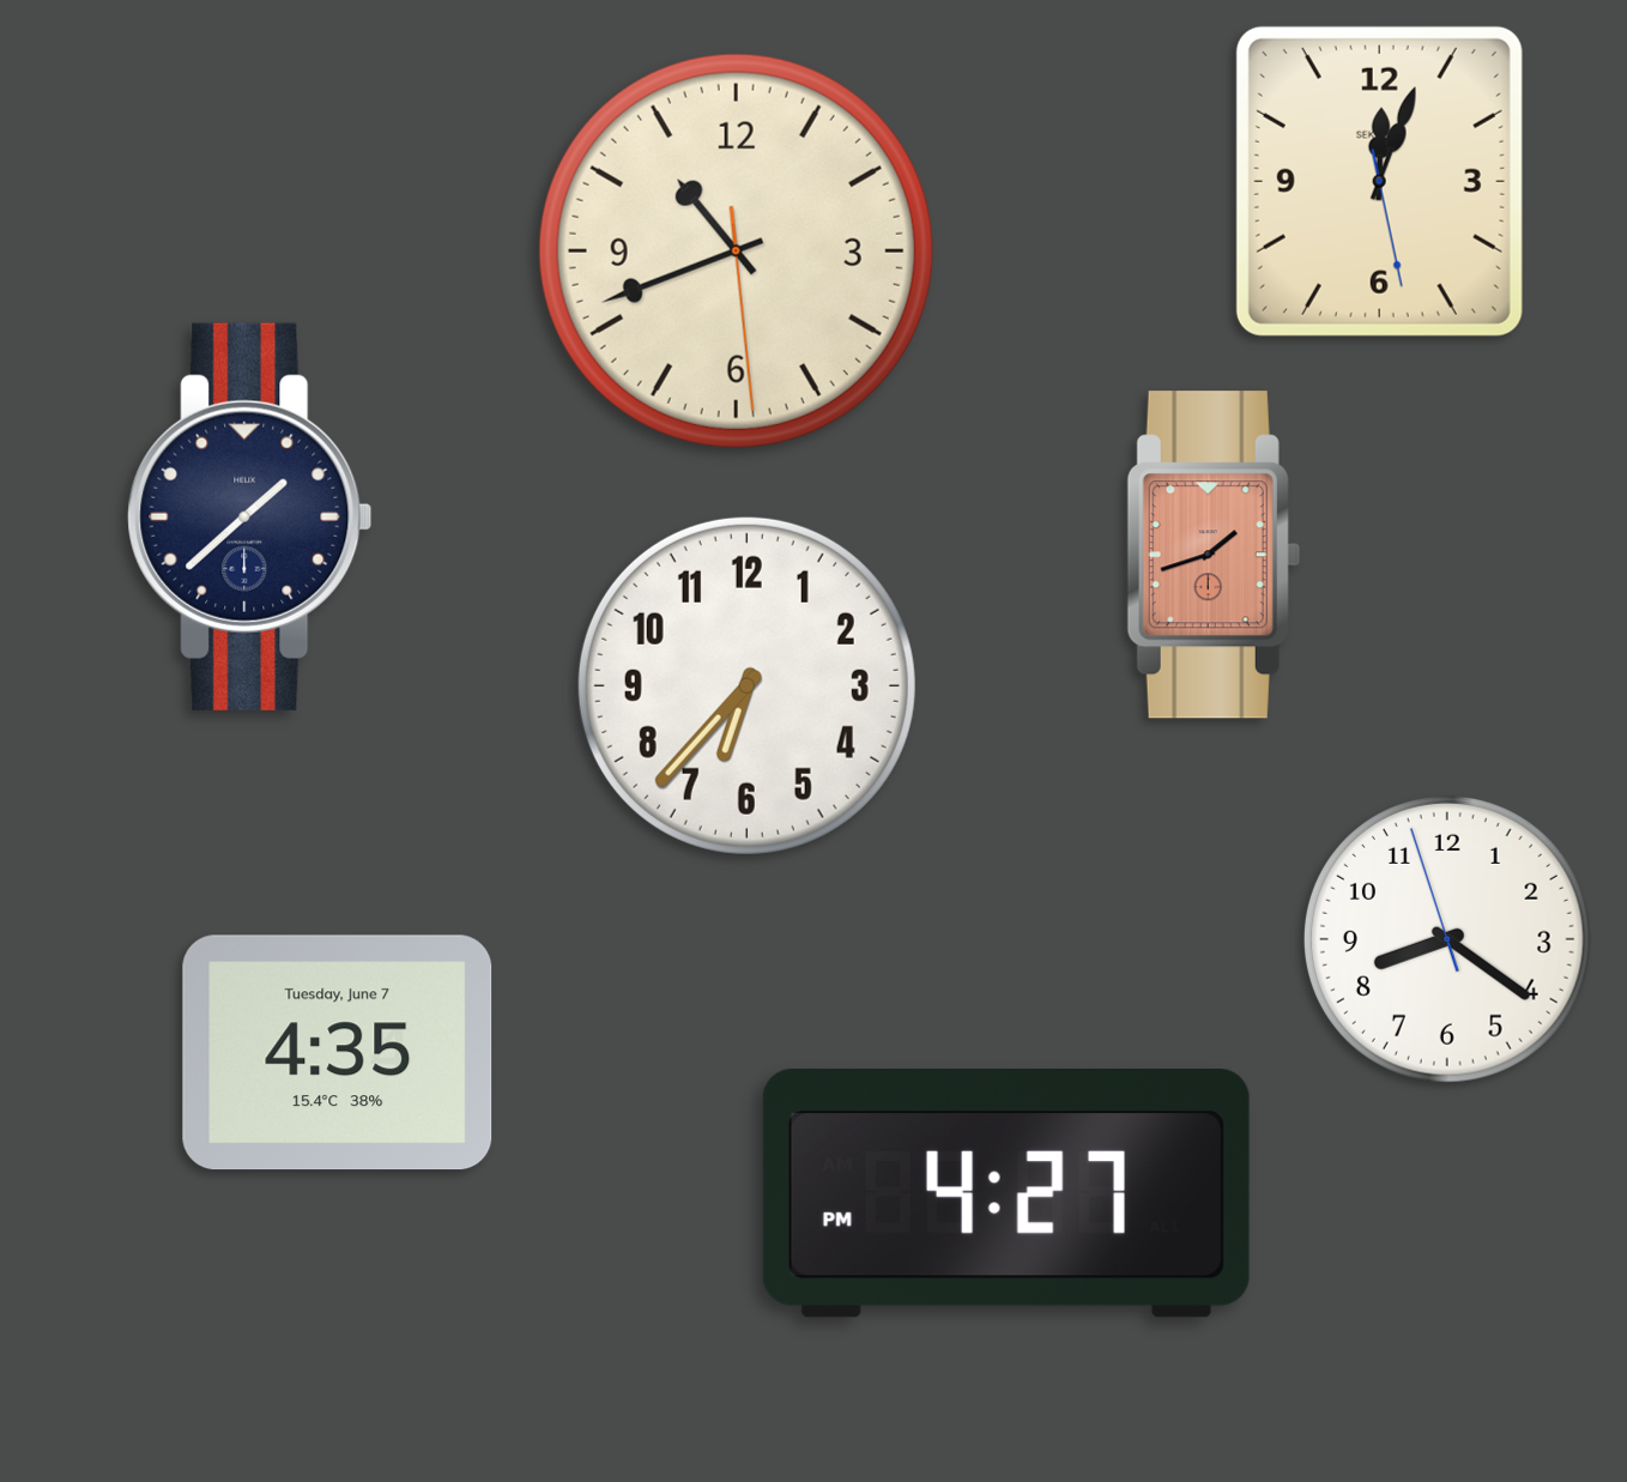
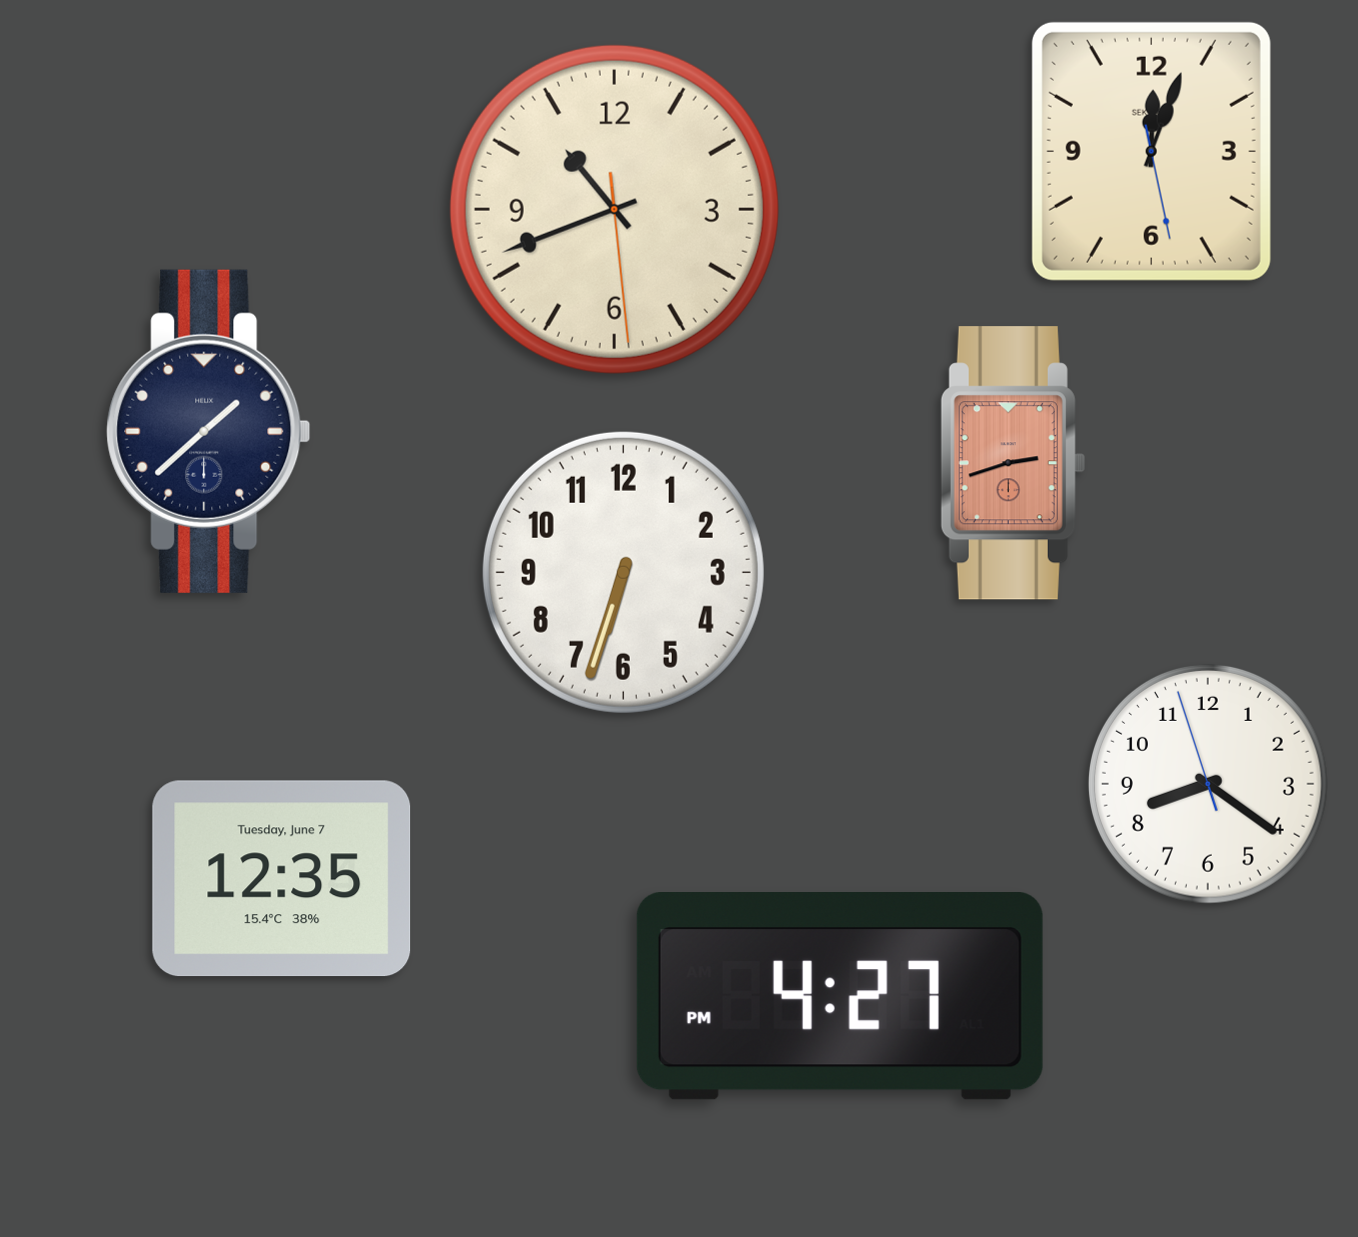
clock at (1214, 555): 1:42 -> 2:42
clock at (746, 685): 6:37 -> 6:33
clock at (338, 1053): 4:35 -> 12:35
